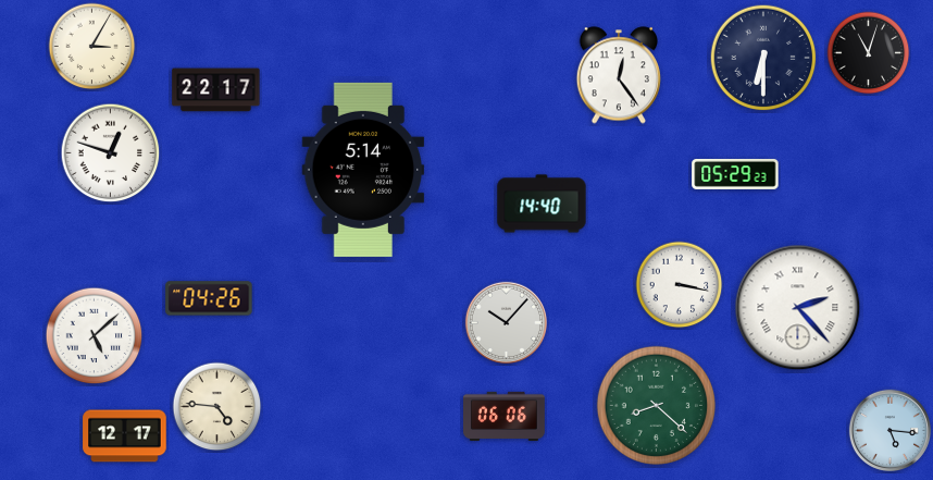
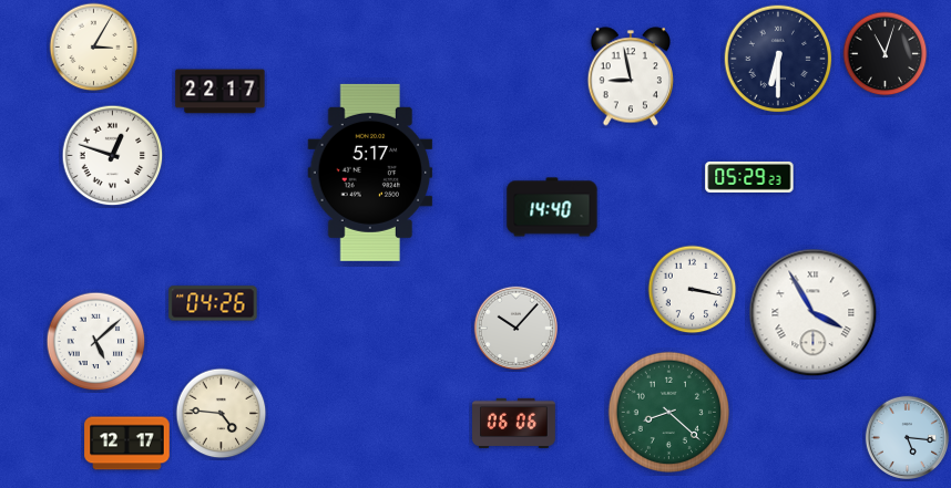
clock at (618, 75): 12:24 -> 8:58
clock at (363, 170): 5:14 -> 5:17
clock at (798, 308): 2:23 -> 3:55
